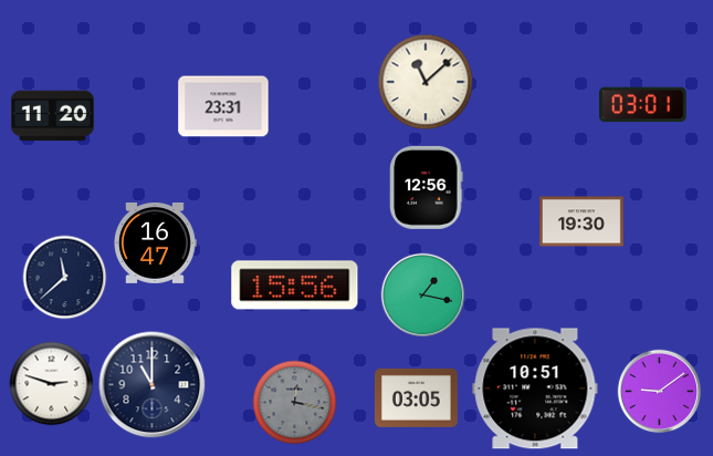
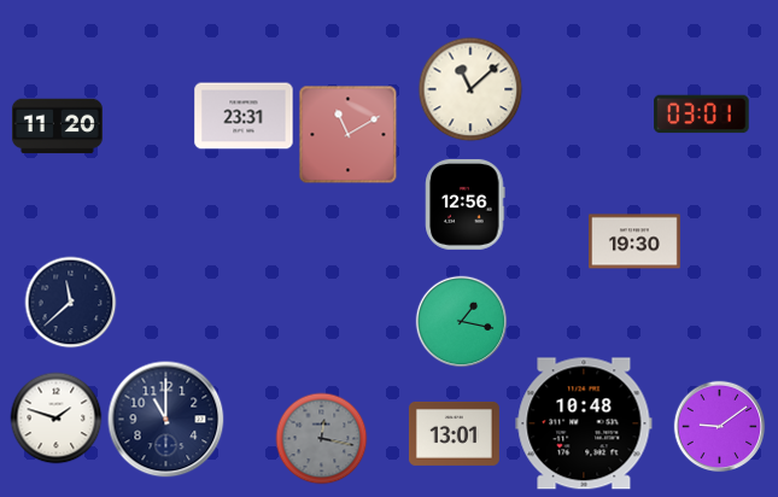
clock at (426, 82) position: (426, 82) -> (470, 89)
clock at (349, 135): none -> 11:10
clock at (155, 242): 16:47 -> none
clock at (295, 286): 15:56 -> none
clock at (52, 384): 2:48 -> 1:48
clock at (535, 388): 10:51 -> 10:48
clock at (416, 397): 03:05 -> 13:01
